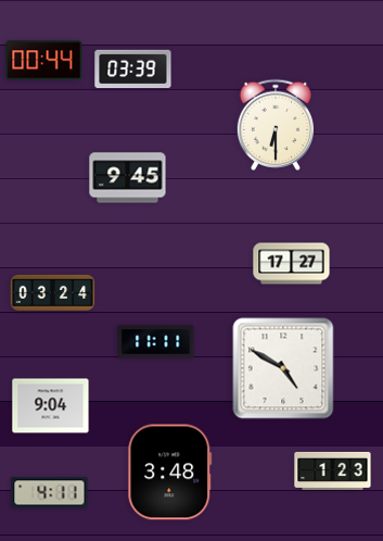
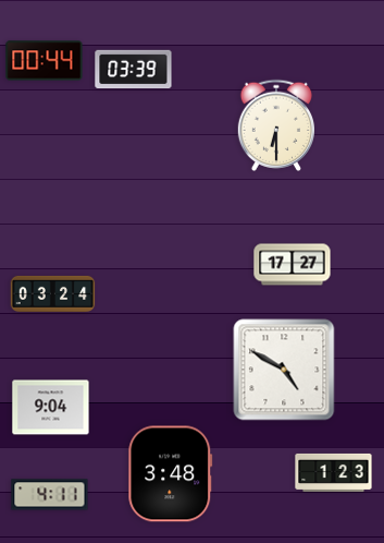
clock at (128, 178): 9:45 -> none
clock at (156, 342): 11:11 -> none
